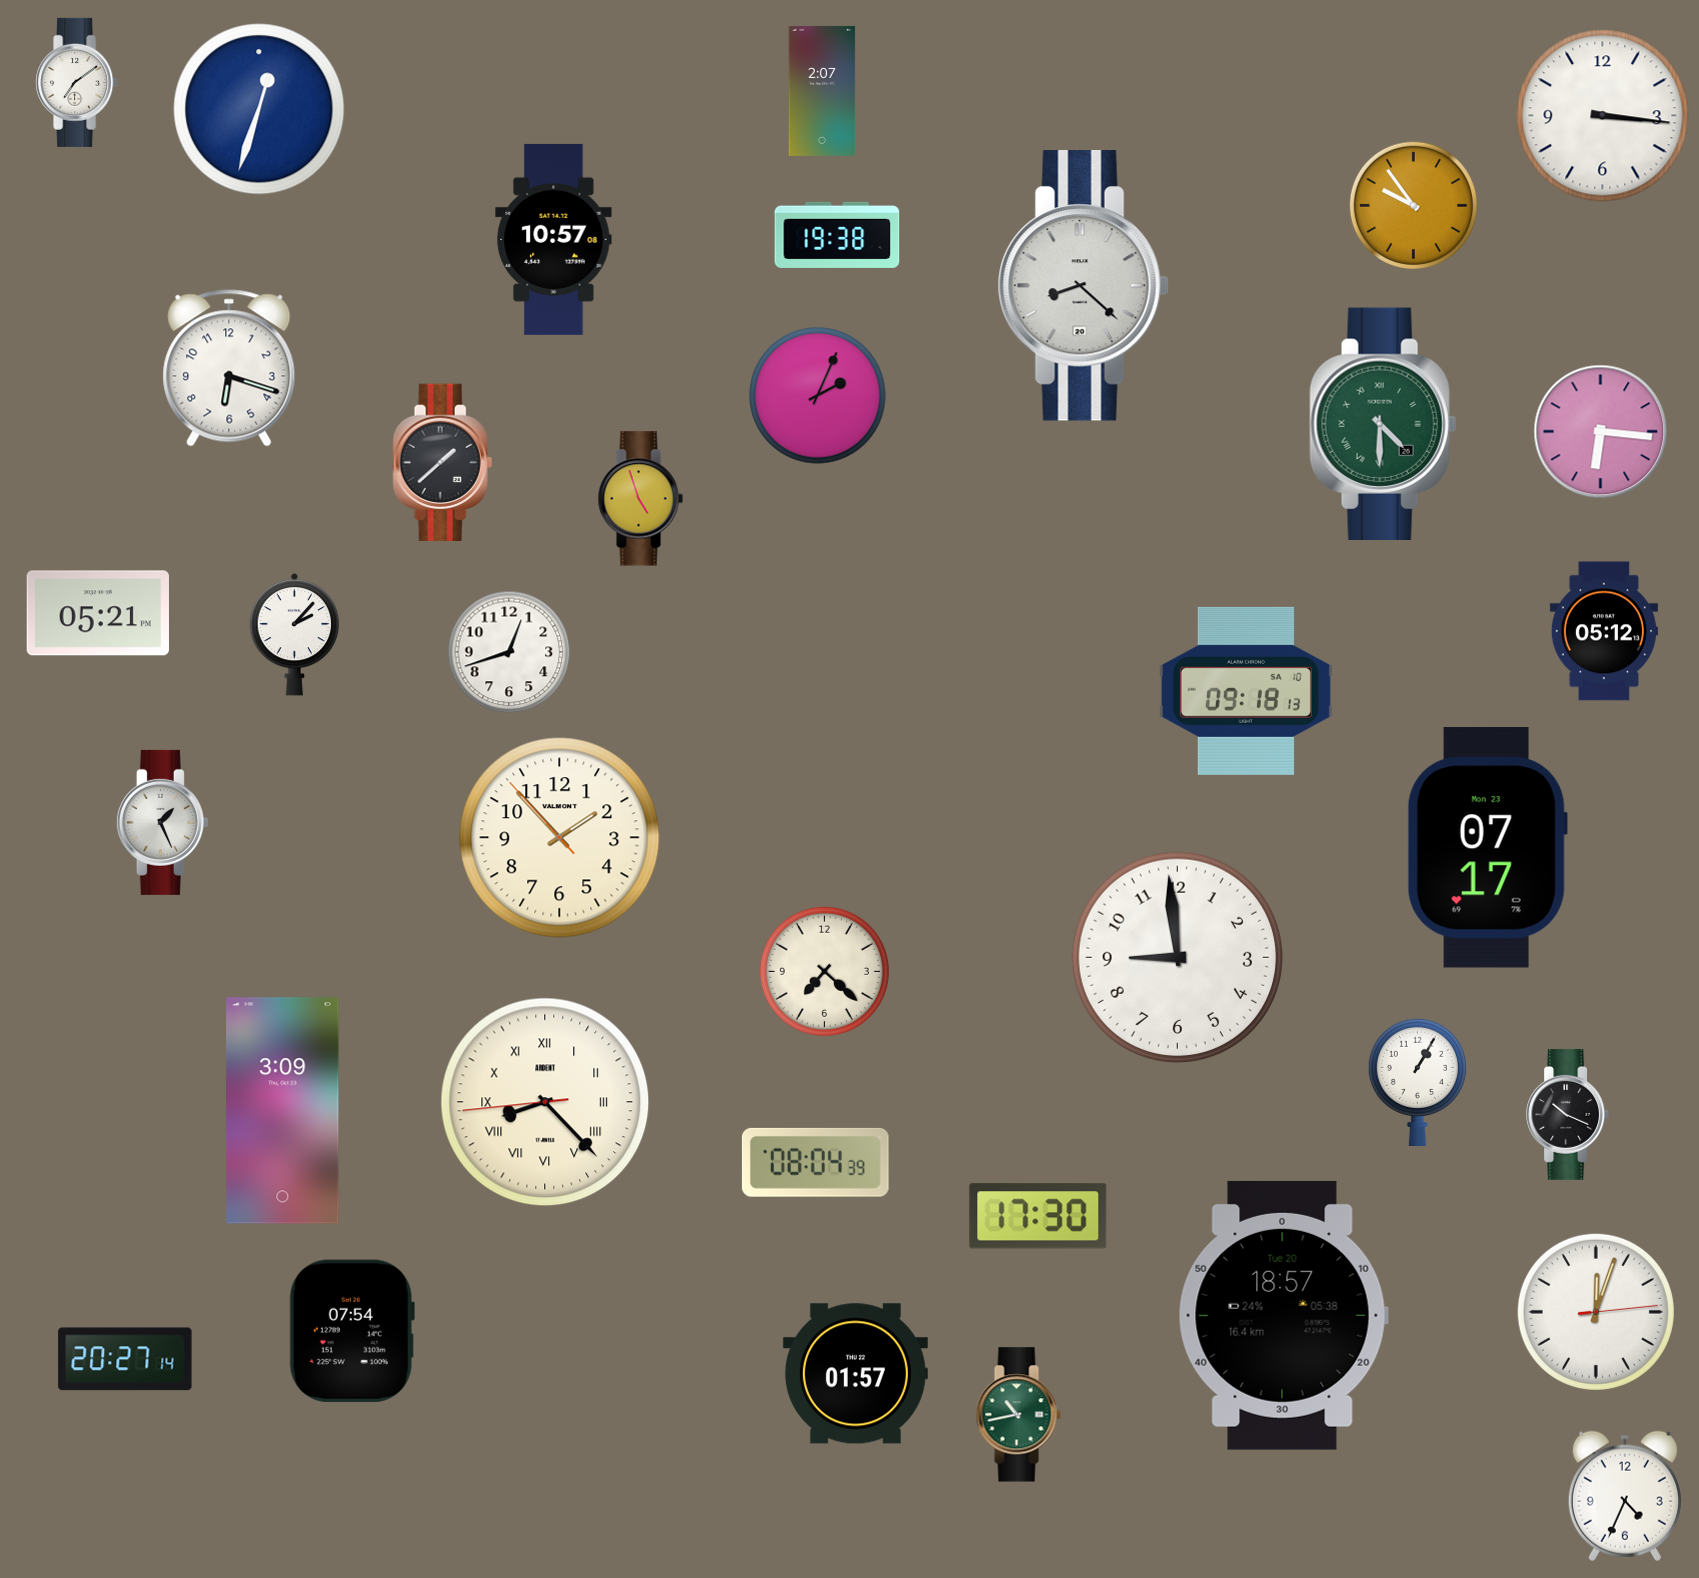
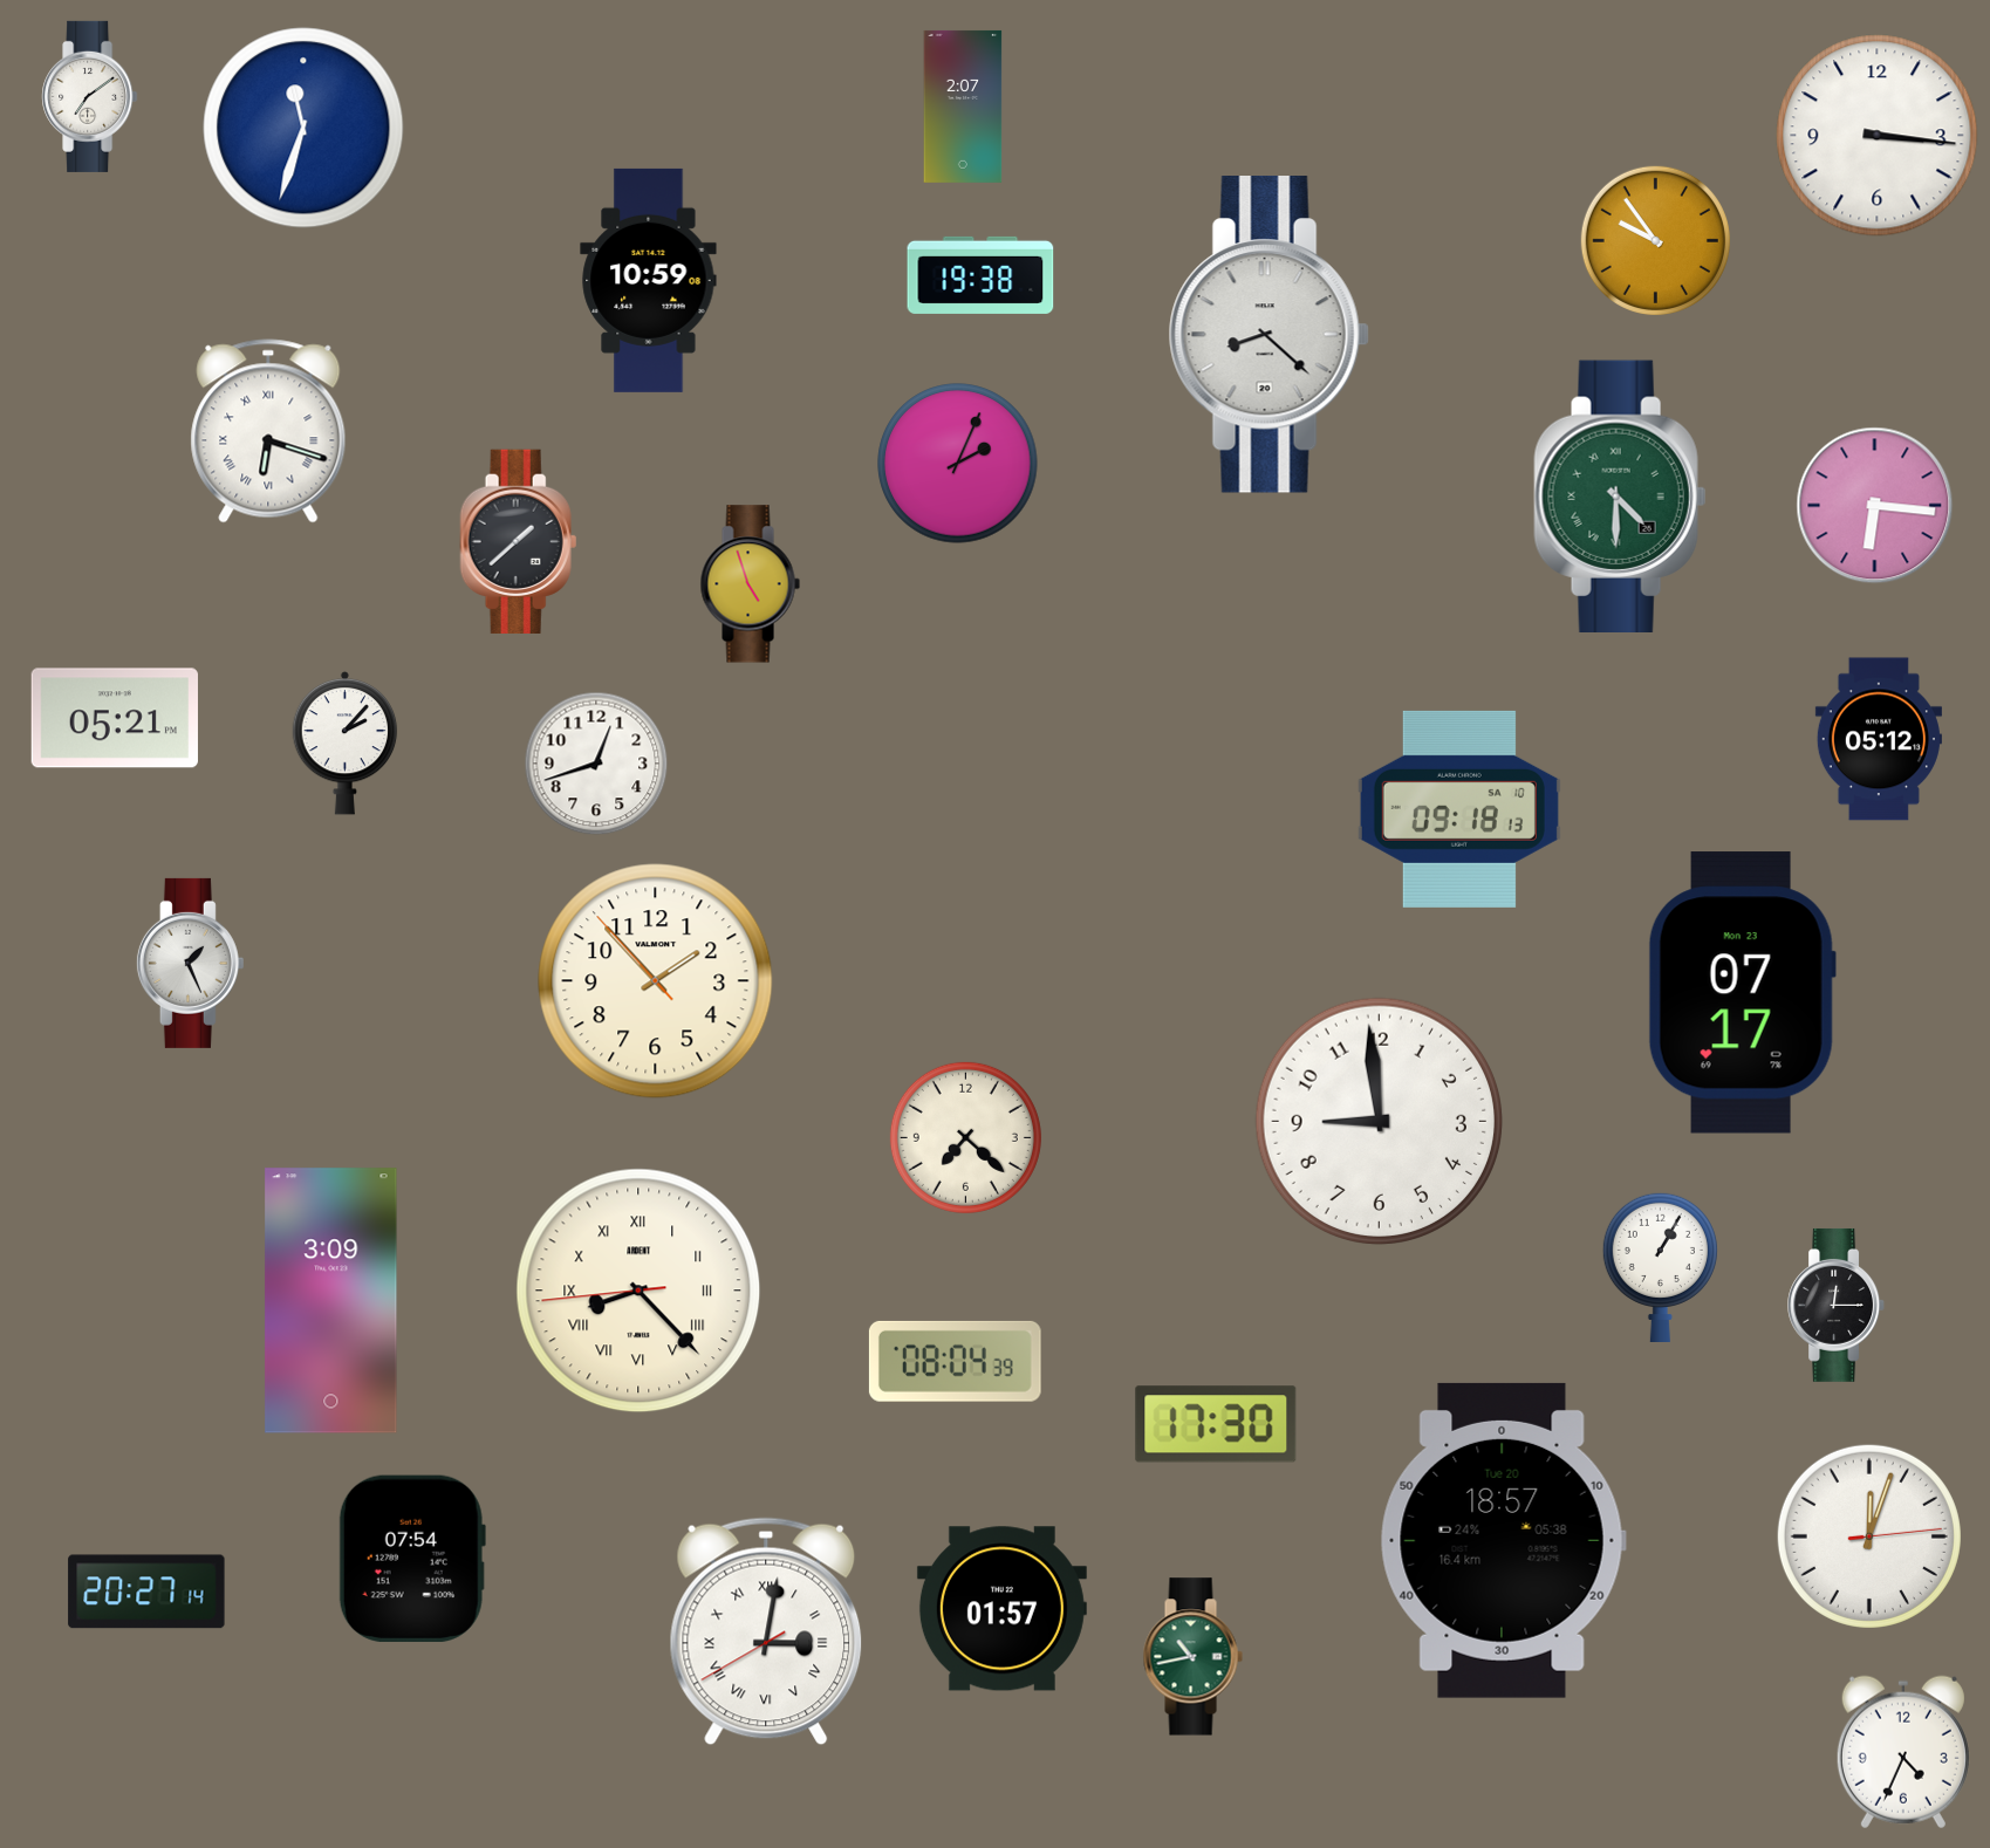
clock at (259, 109): 12:33 -> 11:33
clock at (554, 239): 10:57 -> 10:59
clock at (229, 368) numerals: Arabic -> Roman
clock at (1568, 1114): 10:19 -> 12:15
clock at (766, 1631): none -> 3:01
